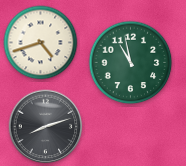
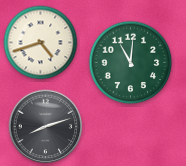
clock at (131, 63): 10:58 -> 11:01
